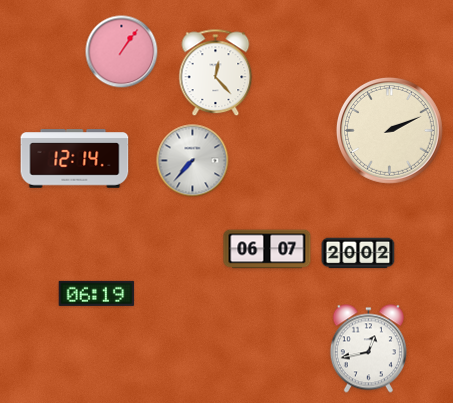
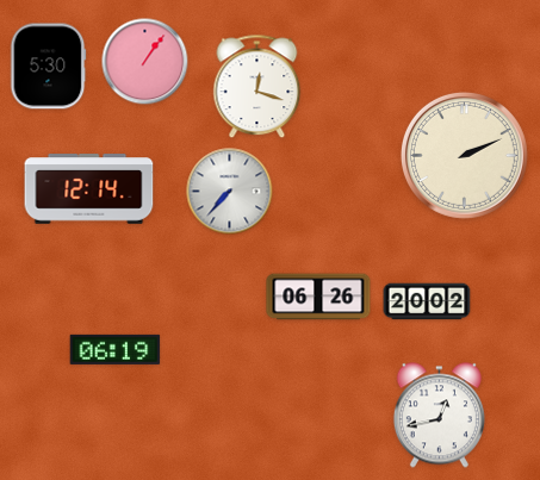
clock at (48, 67): none -> 5:30
clock at (216, 73): 12:23 -> 12:18
clock at (267, 249): 06:07 -> 06:26
